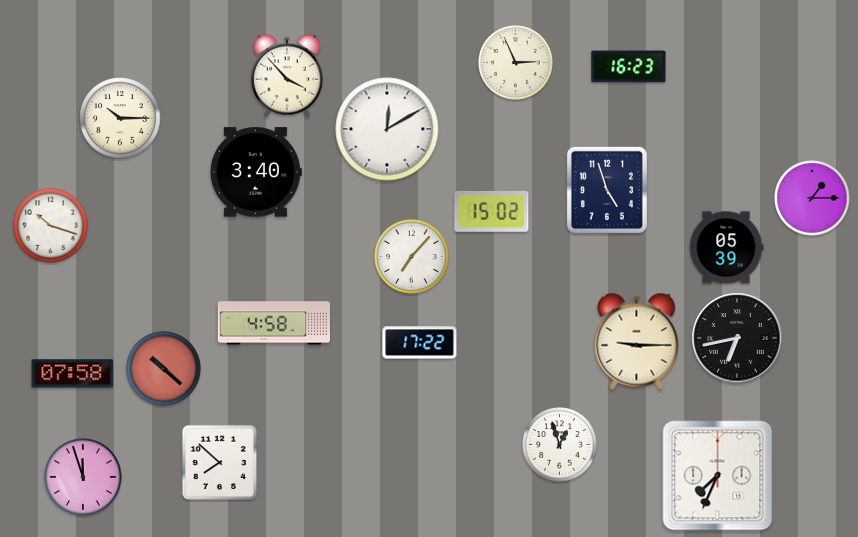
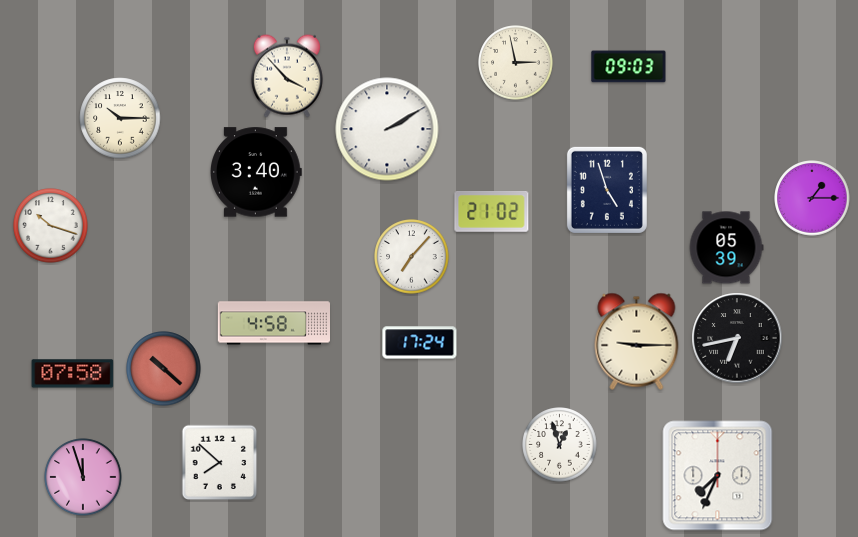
clock at (516, 63): 2:56 -> 2:58
clock at (629, 67): 16:23 -> 09:03
clock at (387, 129): 12:10 -> 2:10
clock at (492, 211): 15:02 -> 21:02
clock at (420, 343): 17:22 -> 17:24
